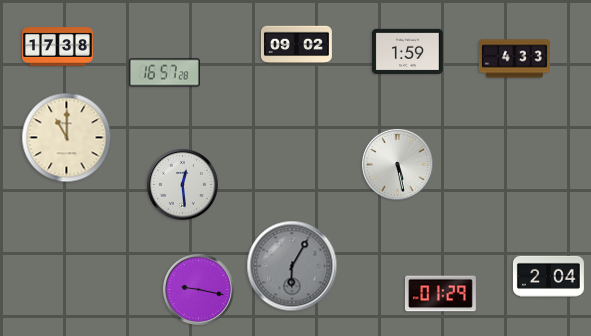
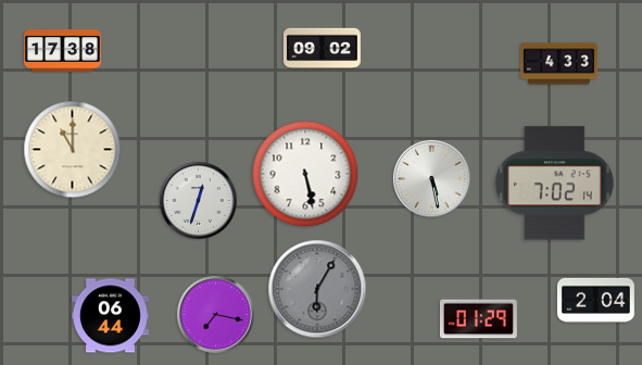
clock at (407, 51): 1:59 -> none
clock at (164, 73): 16:57 -> none
clock at (305, 174): none -> 5:28
clock at (555, 184): none -> 7:02
clock at (182, 184): 12:29 -> 12:33
clock at (198, 289): 9:17 -> 7:17
clock at (110, 316): none -> 06:44
